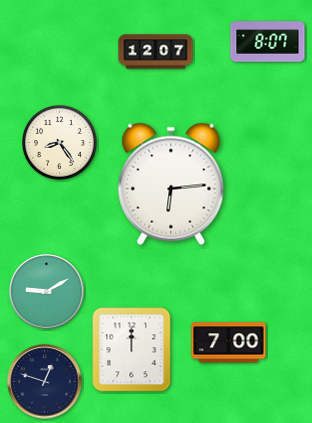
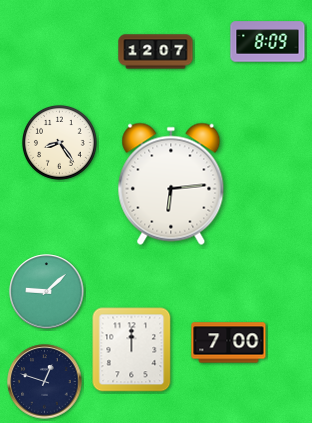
clock at (268, 42): 8:07 -> 8:09
clock at (47, 292): 9:10 -> 9:08
